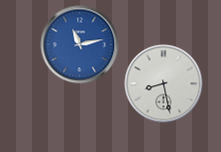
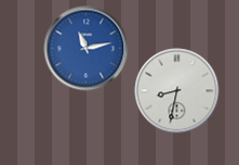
clock at (164, 84): 8:28 -> 8:32
